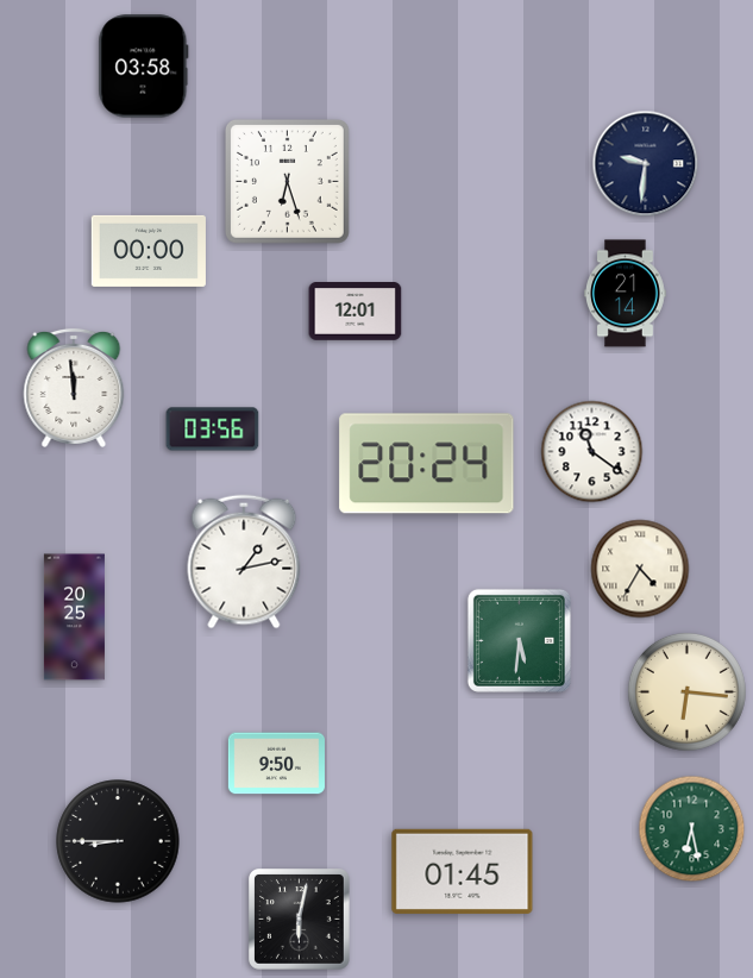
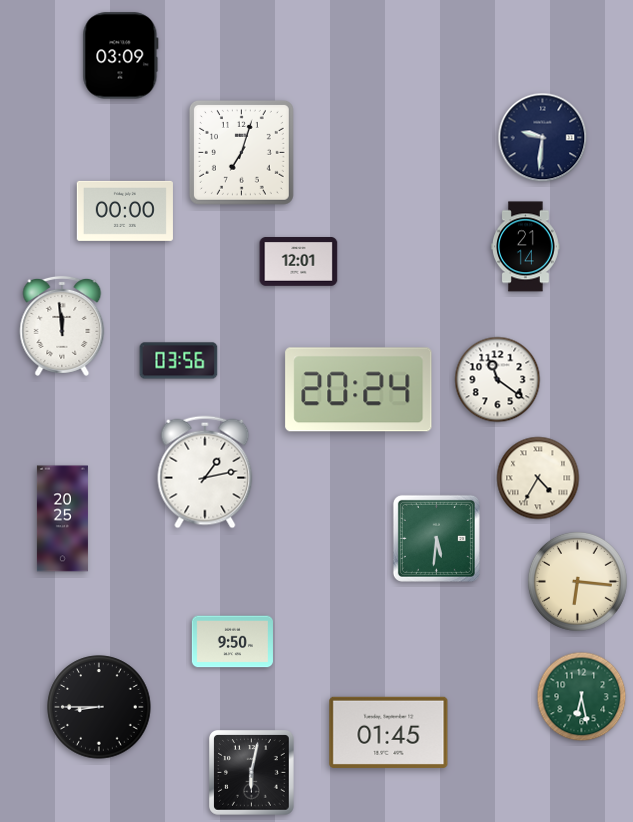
clock at (144, 67): 03:58 -> 03:09
clock at (287, 181): 6:27 -> 7:03
